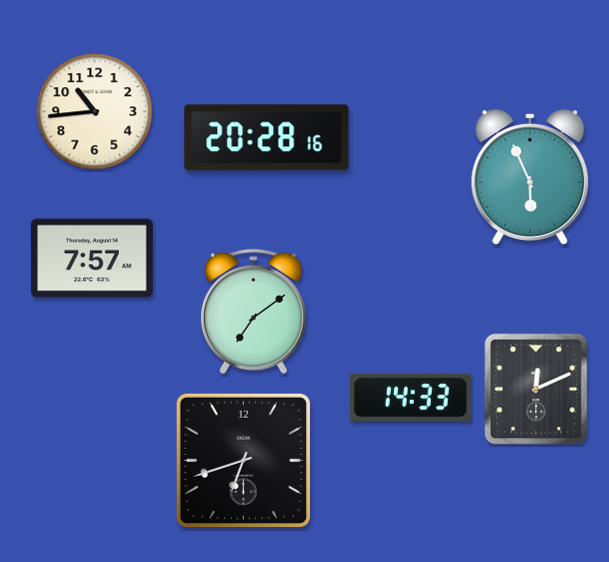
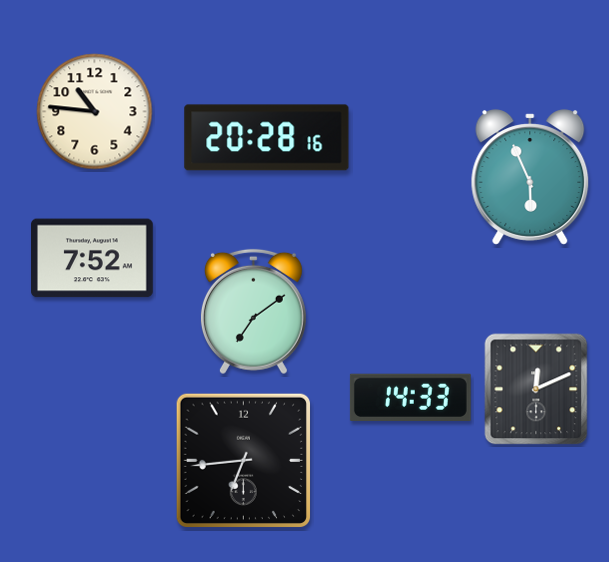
clock at (95, 112): 10:44 -> 10:46
clock at (93, 258): 7:57 -> 7:52
clock at (243, 460): 6:42 -> 6:44
